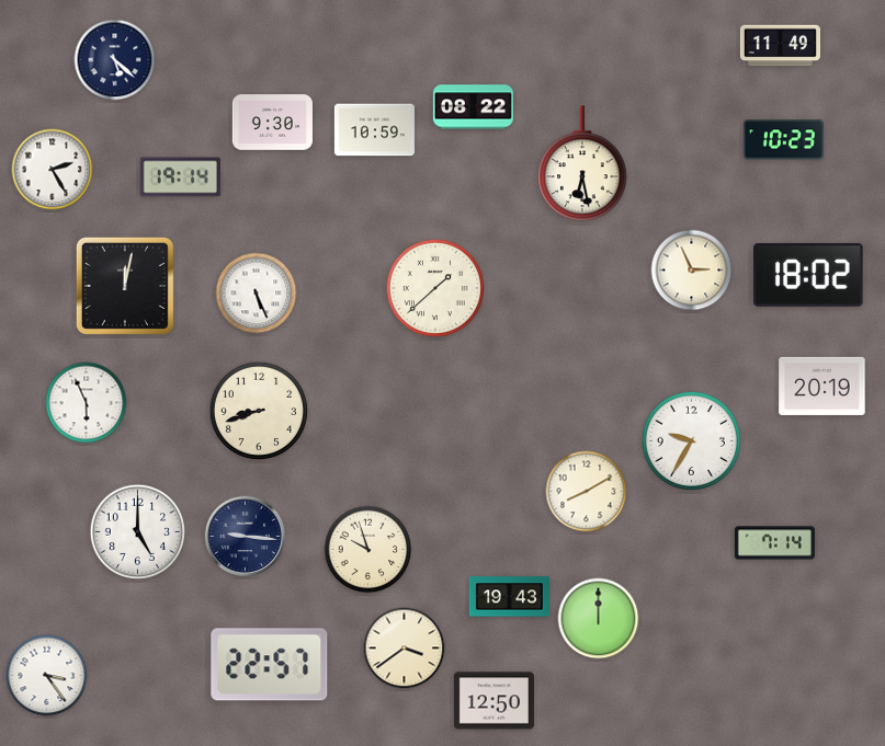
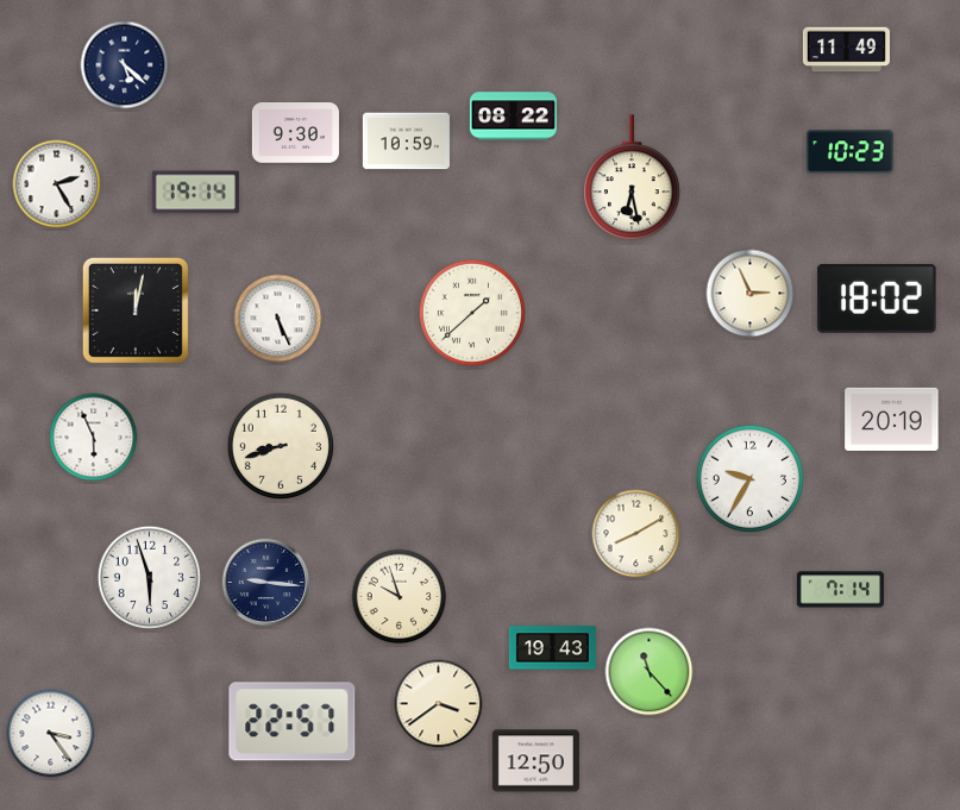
clock at (137, 531): 5:00 -> 5:57
clock at (599, 619): 12:00 -> 11:23
